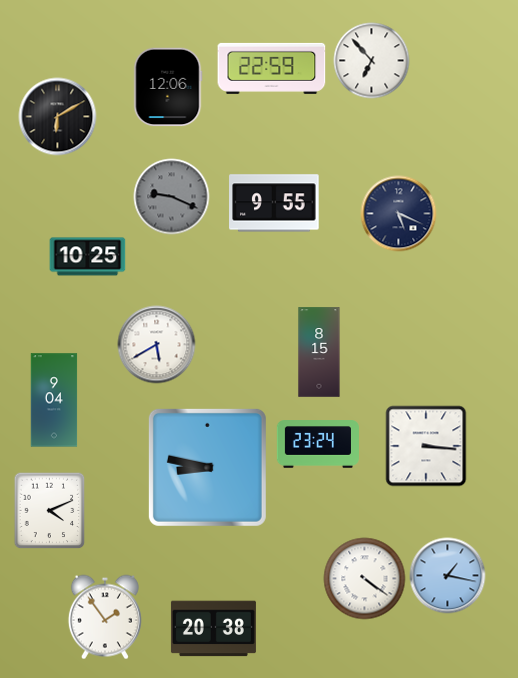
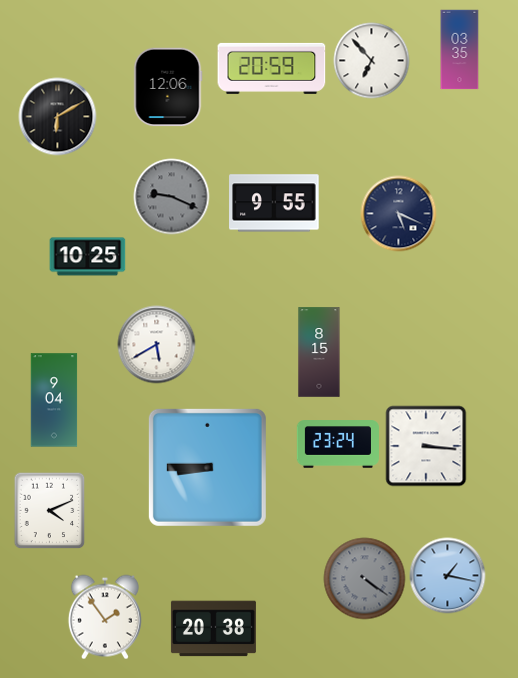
clock at (460, 50): none -> 03:35
clock at (272, 68): 22:59 -> 20:59
clock at (318, 444) position: (318, 444) -> (338, 444)
clock at (207, 467): 8:47 -> 8:45
clock at (365, 579) dial: white -> grey
